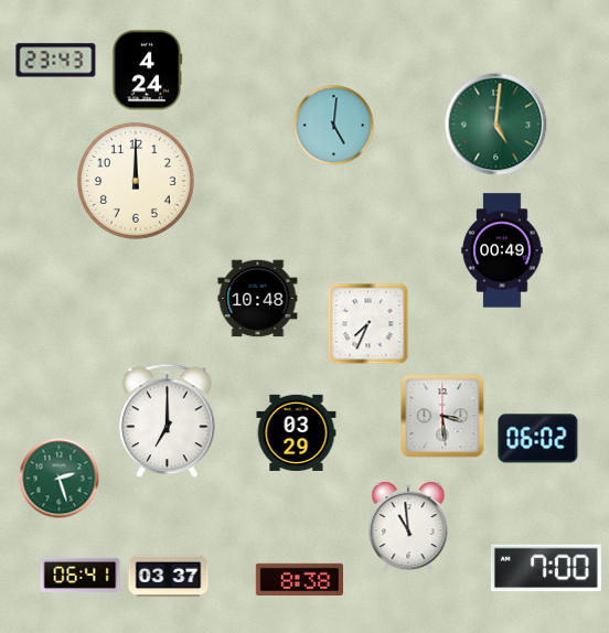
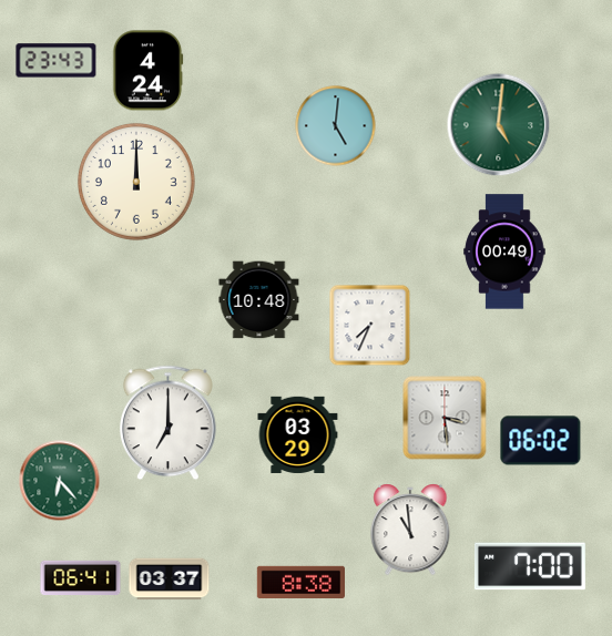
clock at (60, 479): 2:27 -> 6:23
clock at (546, 568) position: (546, 568) -> (530, 566)
